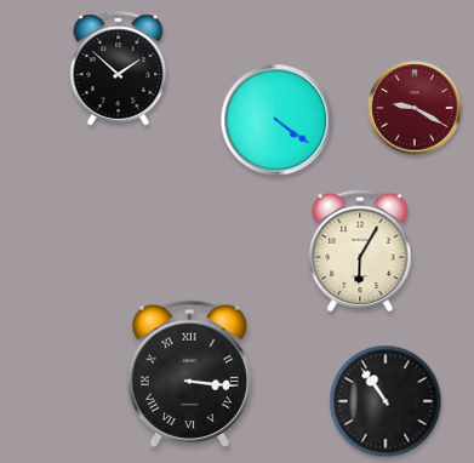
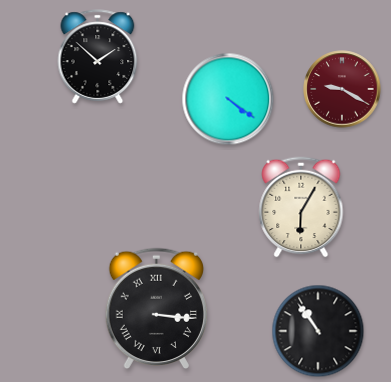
clock at (360, 251) position: (360, 251) -> (301, 207)
